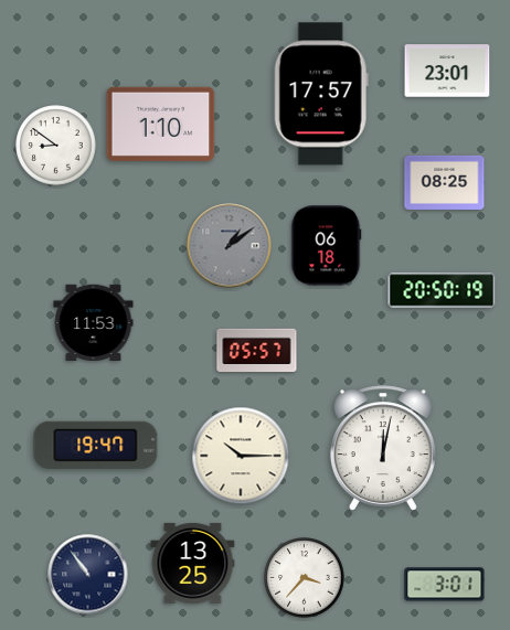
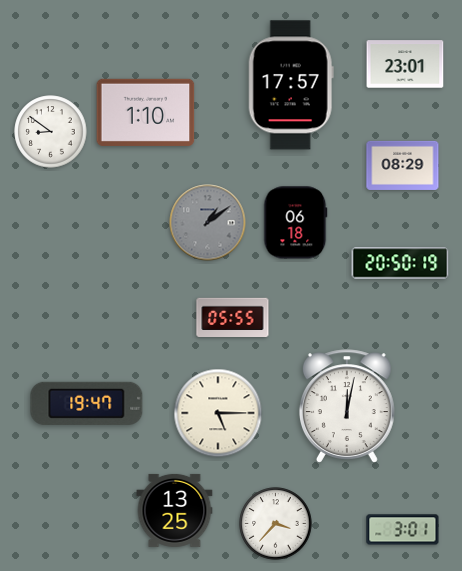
clock at (445, 182): 08:25 -> 08:29
clock at (94, 322): 11:53 -> none
clock at (257, 350): 05:57 -> 05:55
clock at (241, 456): 10:15 -> 5:15
clock at (88, 575): 10:54 -> none
